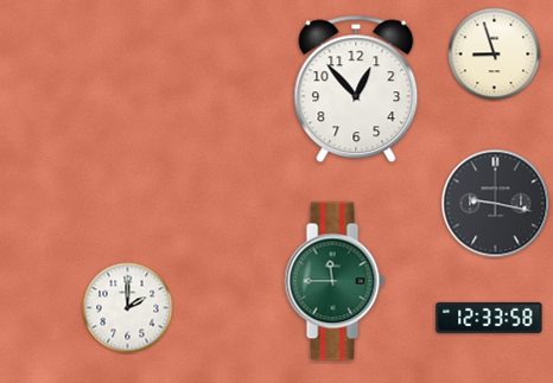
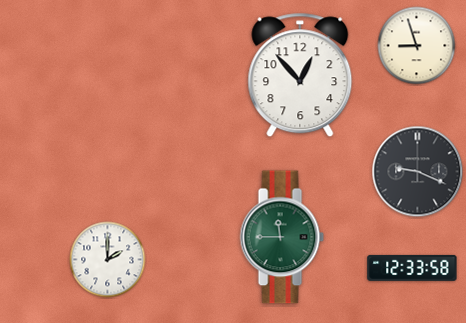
clock at (496, 204): 9:17 -> 9:19
